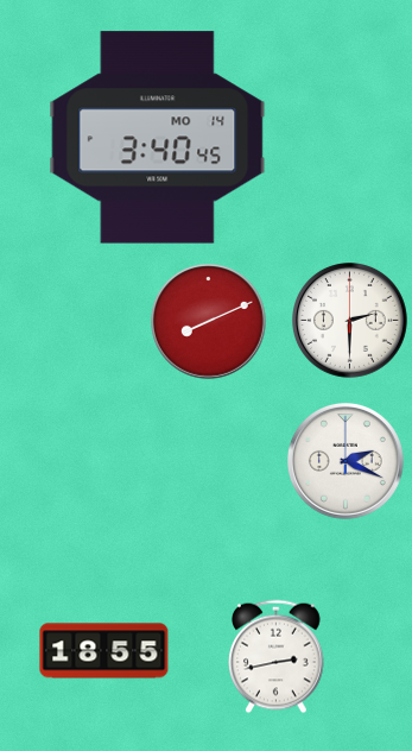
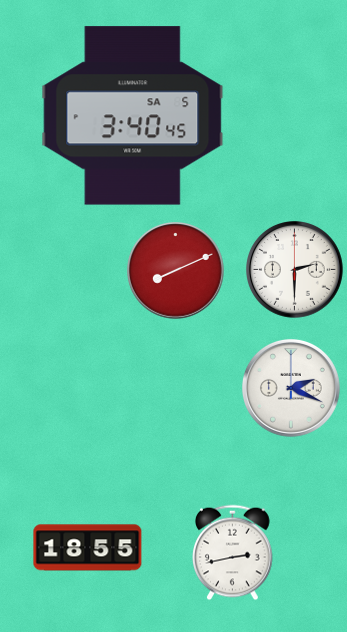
clock at (158, 138) date: MO 14 -> SA 5
